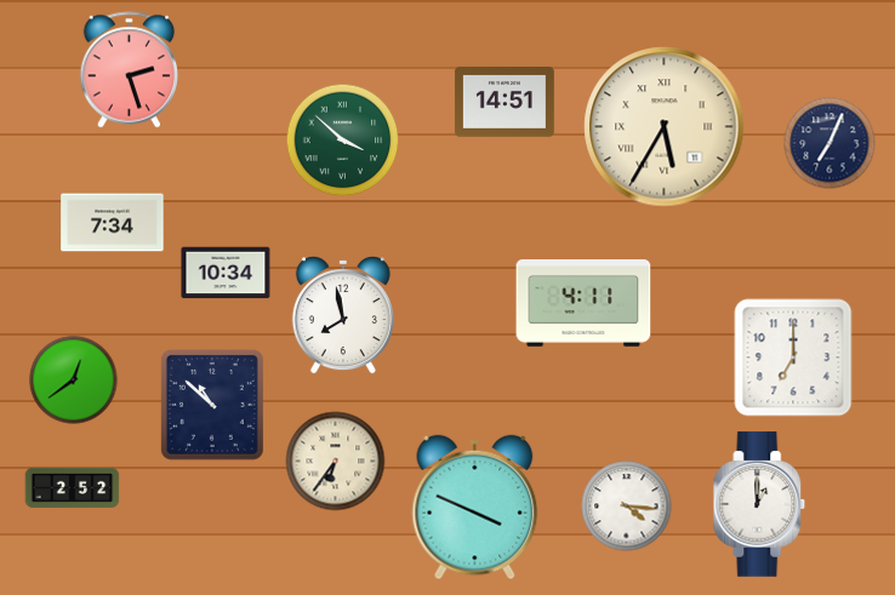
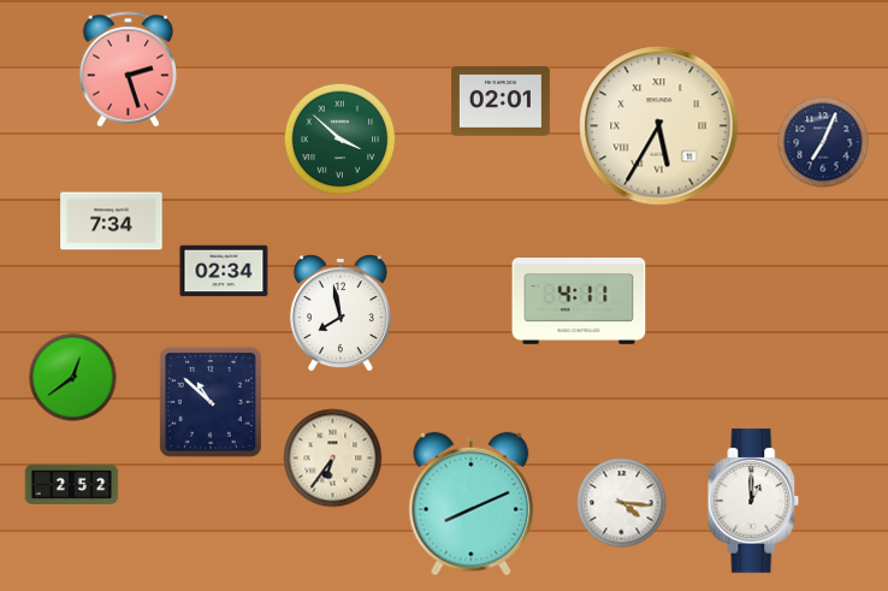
clock at (504, 102): 14:51 -> 02:01
clock at (226, 273): 10:34 -> 02:34
clock at (793, 357): 7:00 -> none
clock at (475, 508): 3:49 -> 8:11
